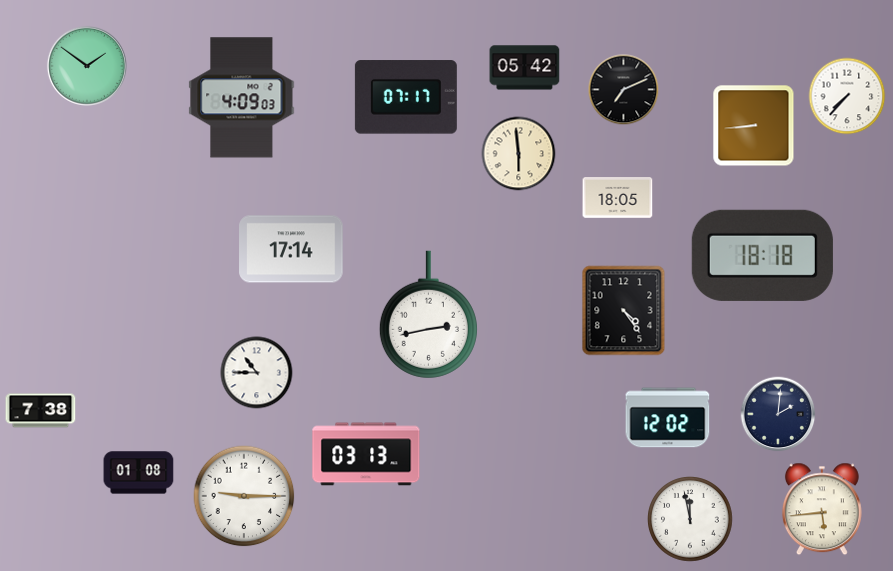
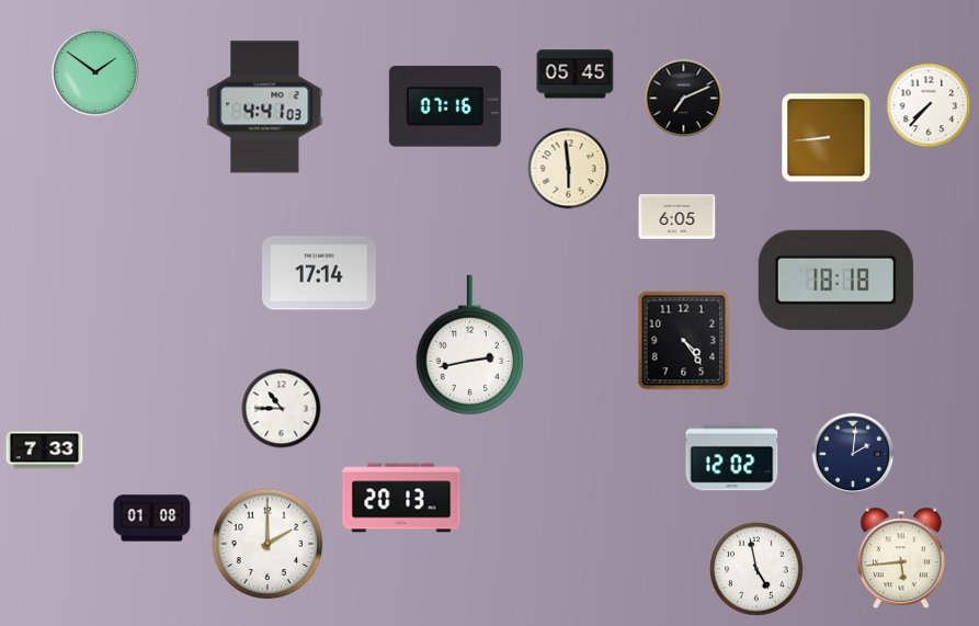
clock at (525, 68): 05:42 -> 05:45
clock at (406, 97): 07:17 -> 07:16
clock at (242, 98): 4:09 -> 4:41
clock at (618, 198): 18:05 -> 6:05
clock at (41, 411): 7:38 -> 7:33
clock at (366, 454): 03:13 -> 20:13
clock at (244, 496): 9:15 -> 2:00
clock at (690, 519): 11:58 -> 4:58
